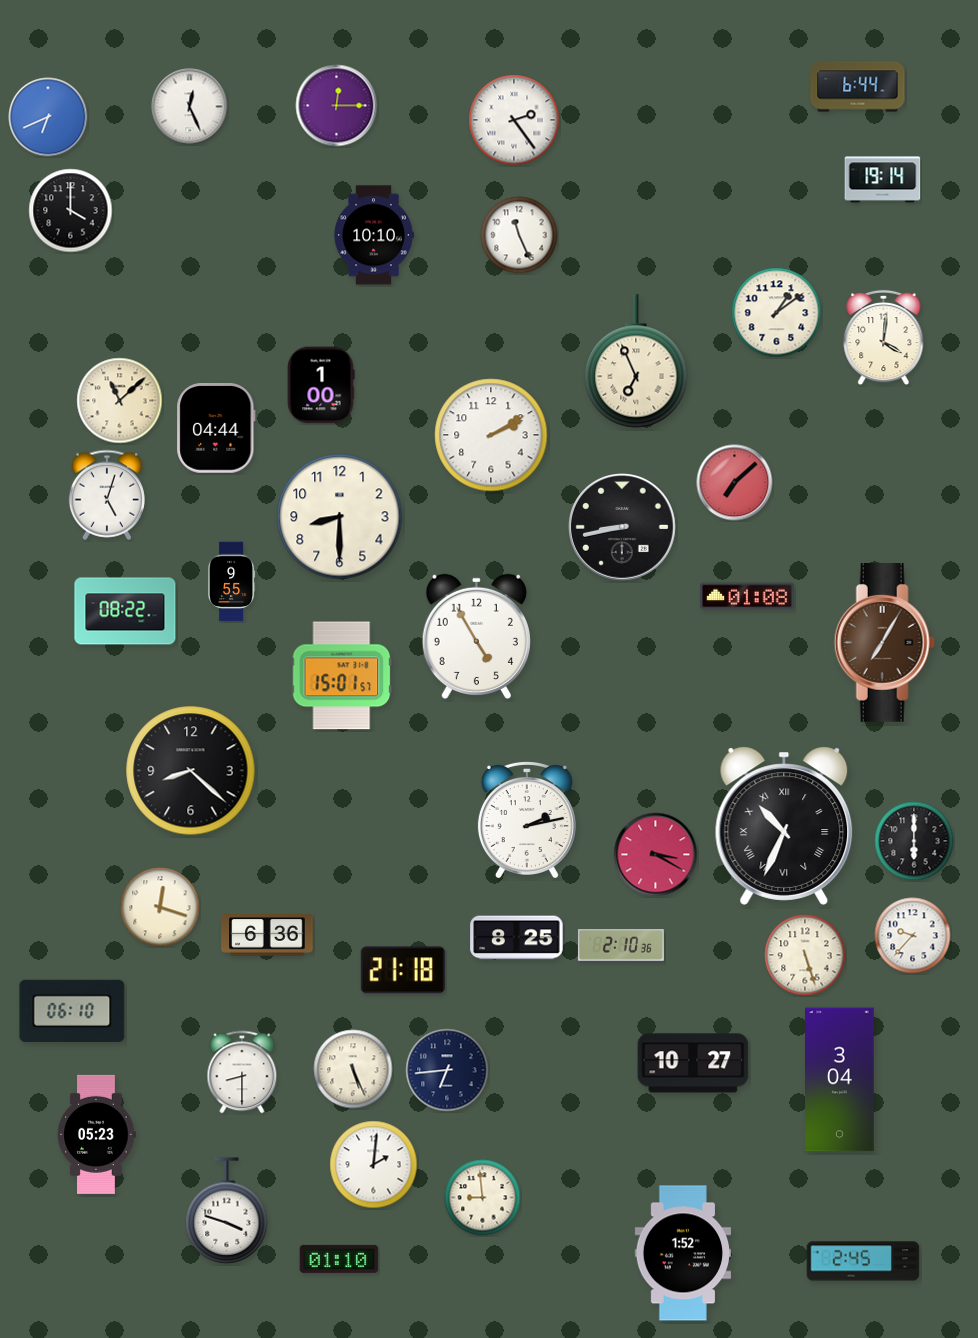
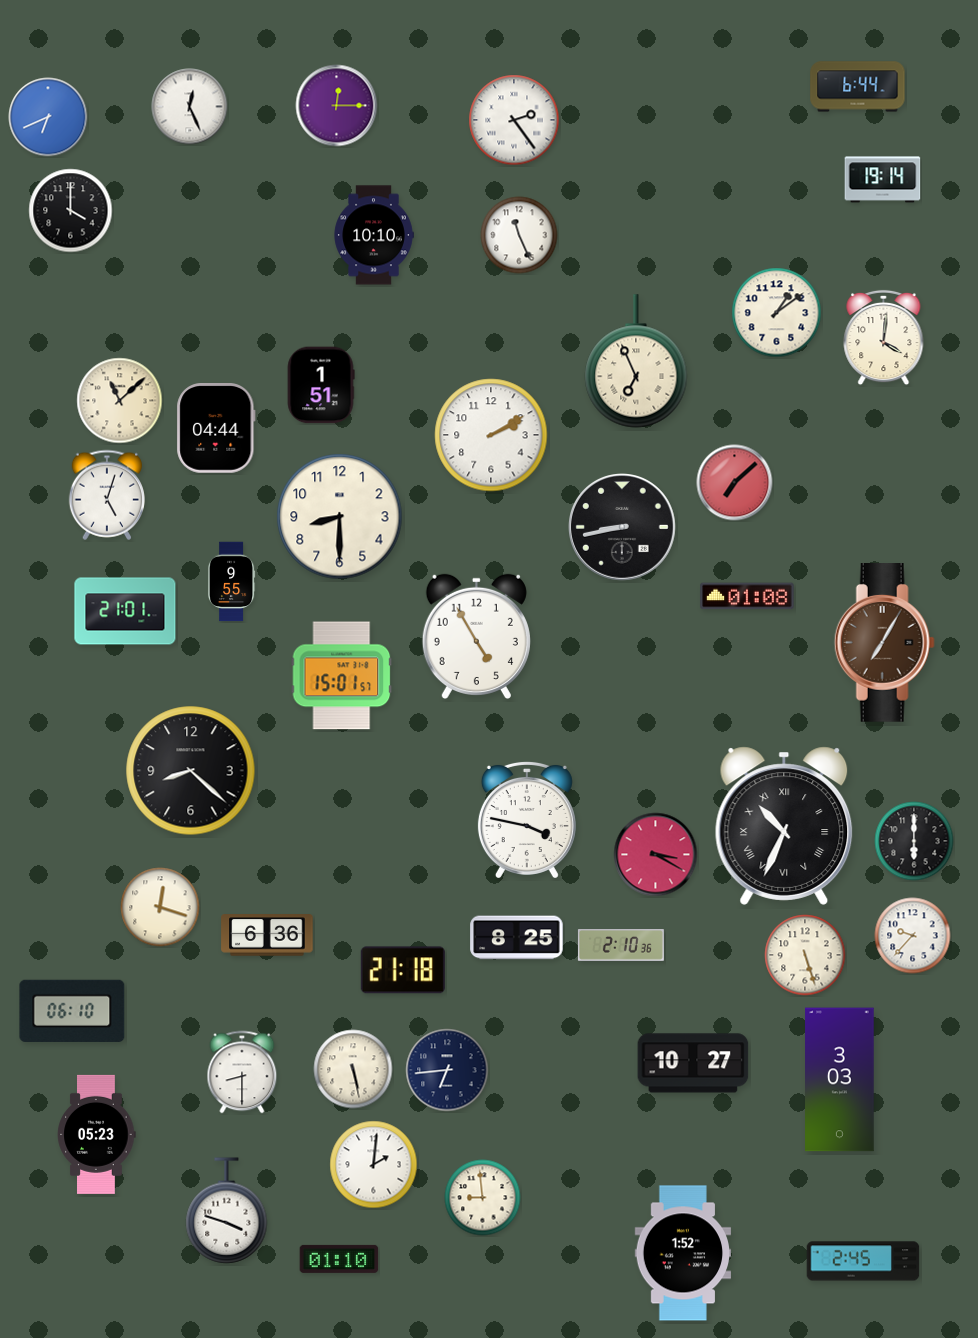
clock at (321, 385): 1:00 -> 1:51
clock at (125, 611): 08:22 -> 21:01
clock at (527, 819): 2:13 -> 3:47
clock at (353, 1069): 5:26 -> 5:28
clock at (840, 1080): 3:04 -> 3:03
